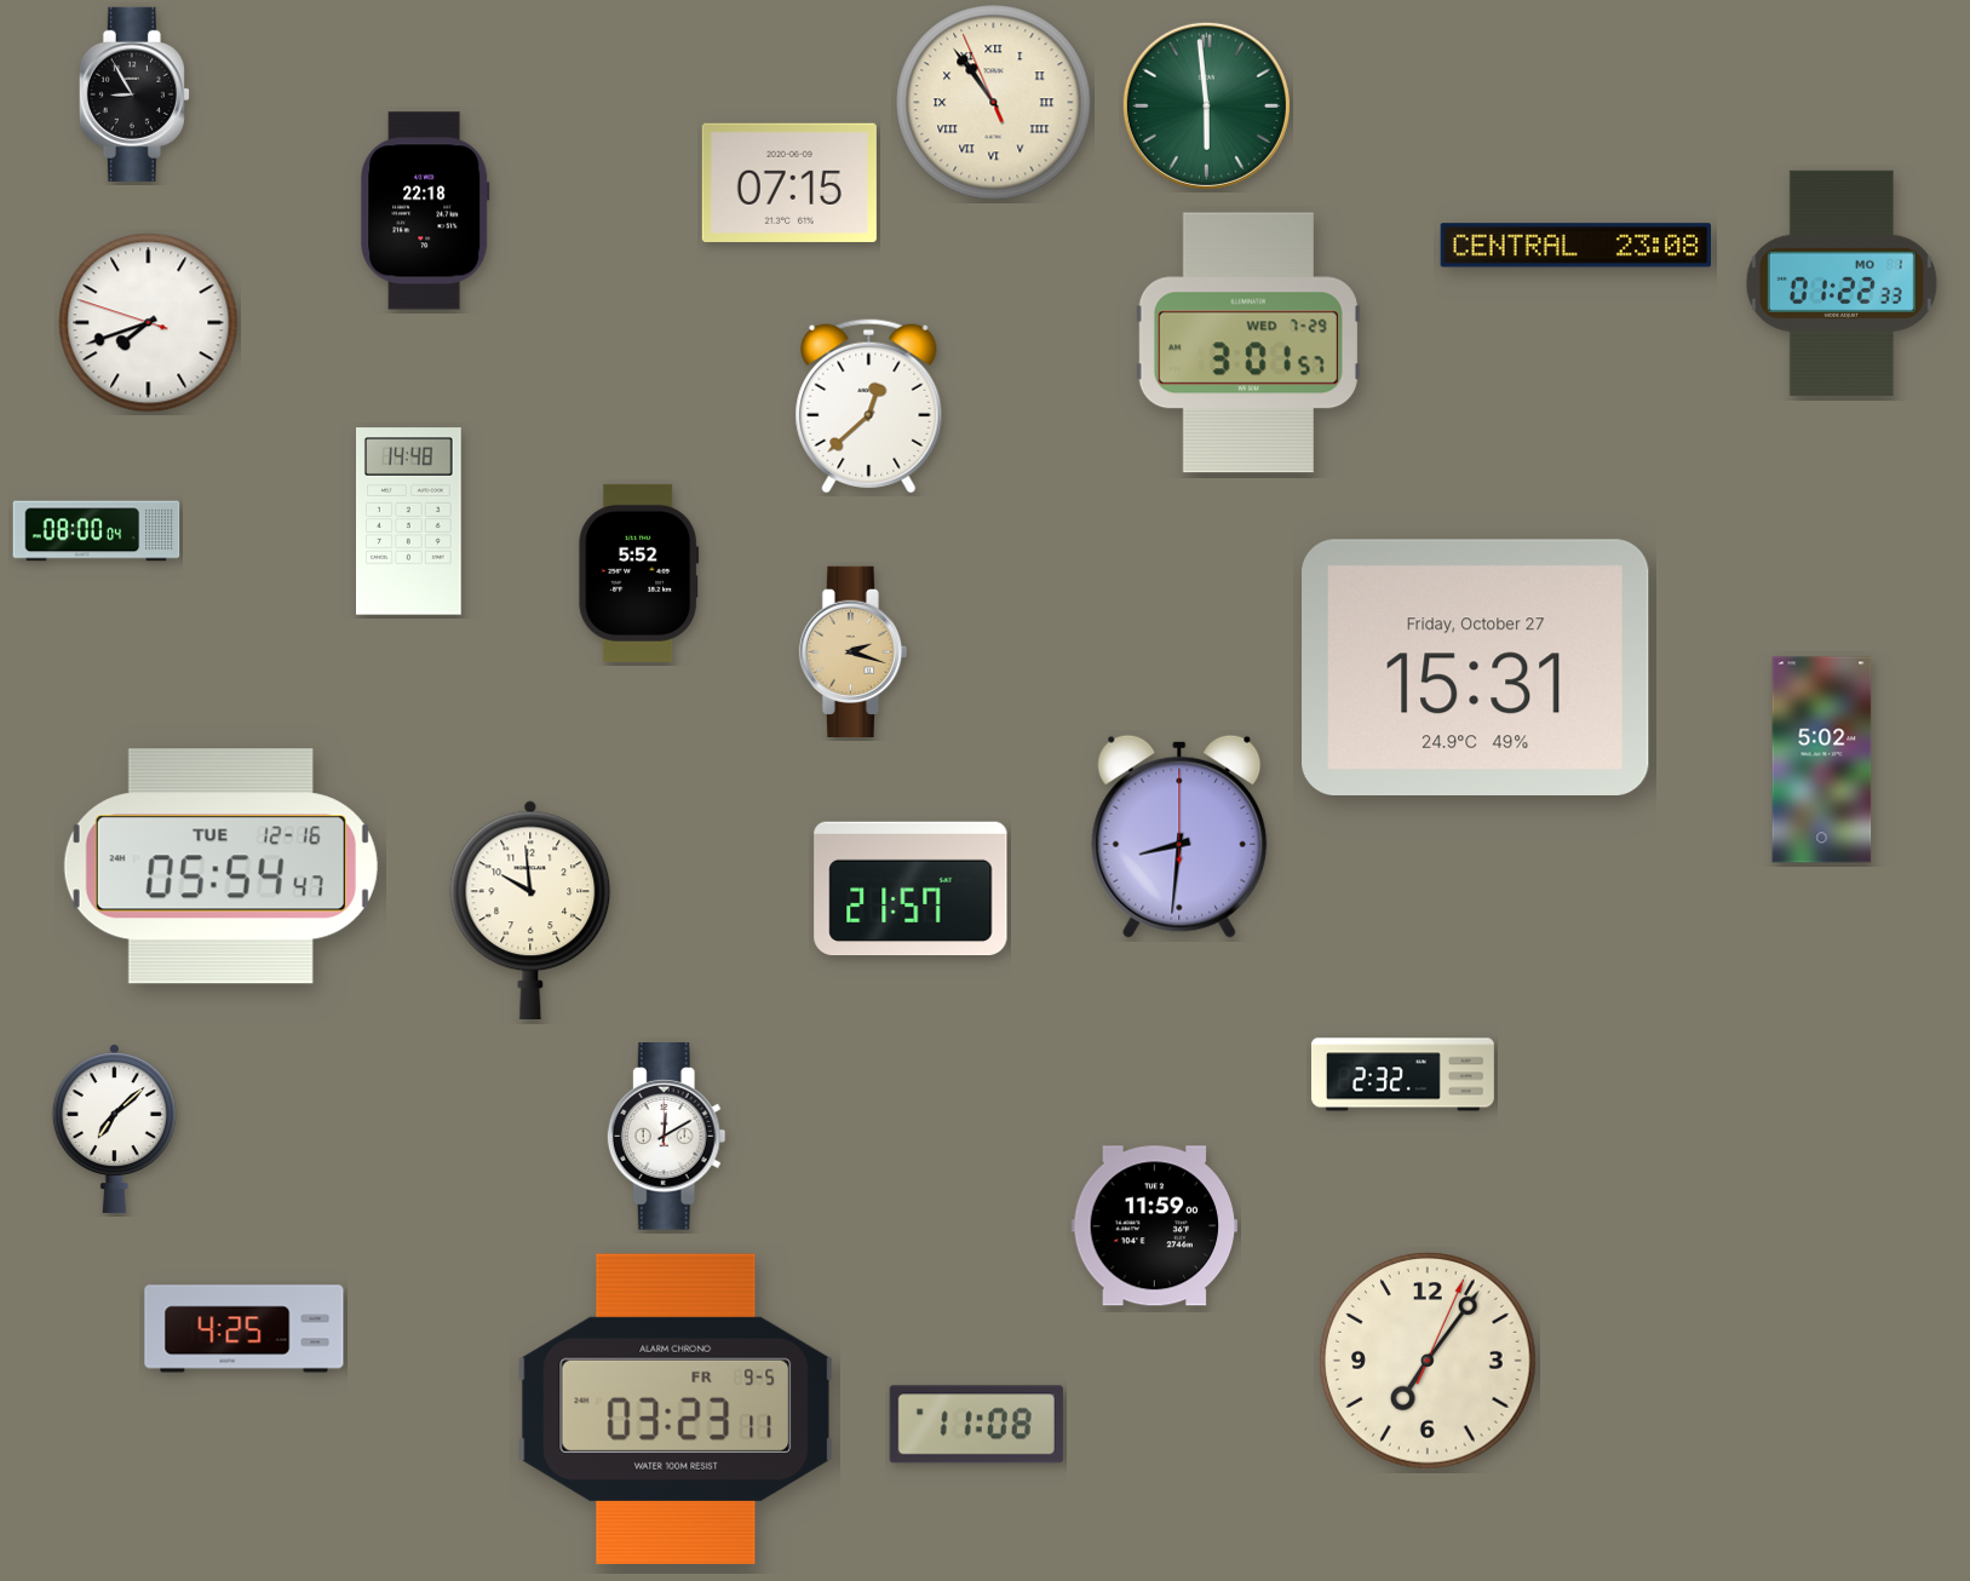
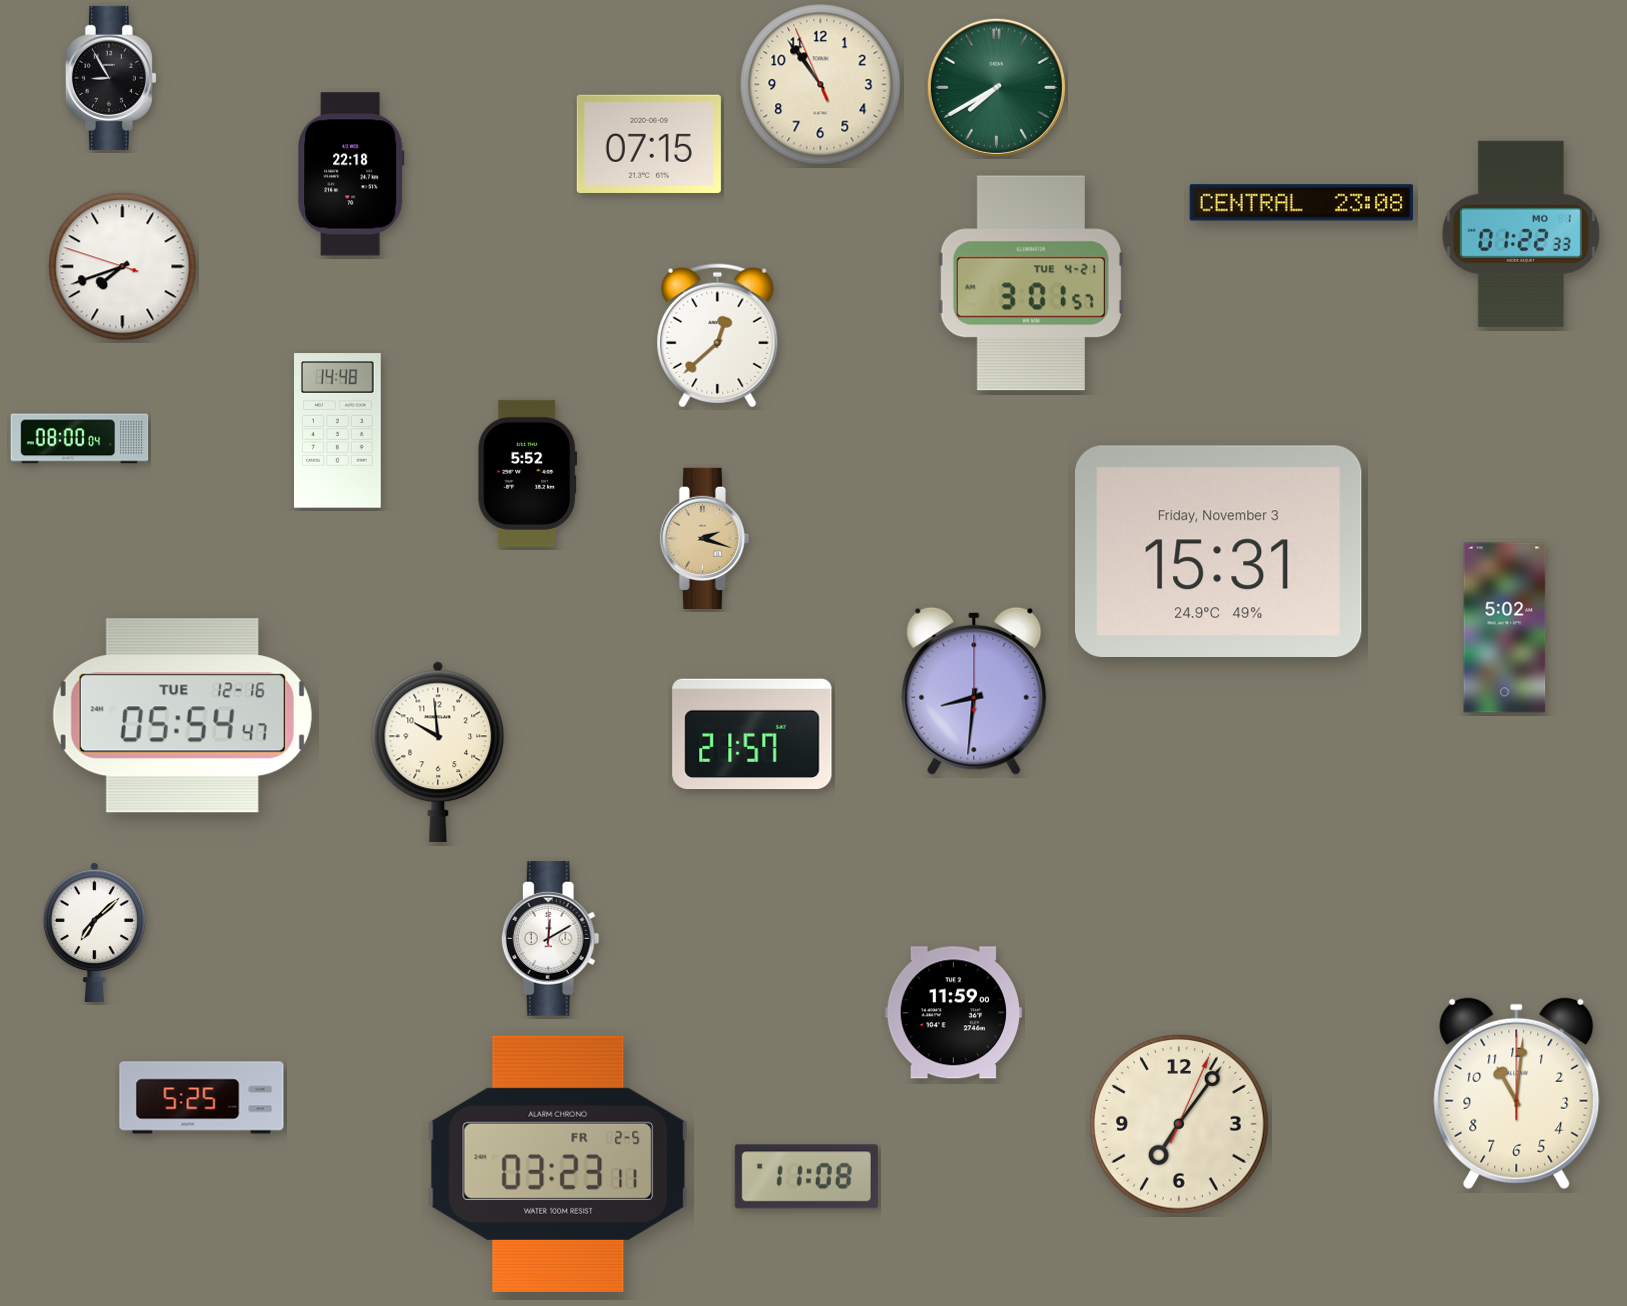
clock at (994, 103) numerals: Roman -> Arabic
clock at (1206, 105): 5:59 -> 7:40
clock at (789, 182) position: (789, 182) -> (649, 143)
clock at (1248, 343) date: WED 7-29 -> TUE 4-21
clock at (1476, 667) date: Friday, October 27 -> Friday, November 3
clock at (1403, 1075): 2:32 -> none
clock at (1517, 1094): none -> 11:01
clock at (245, 1329): 4:25 -> 5:25
clock at (676, 1409) date: FR 9-5 -> FR 2-5
